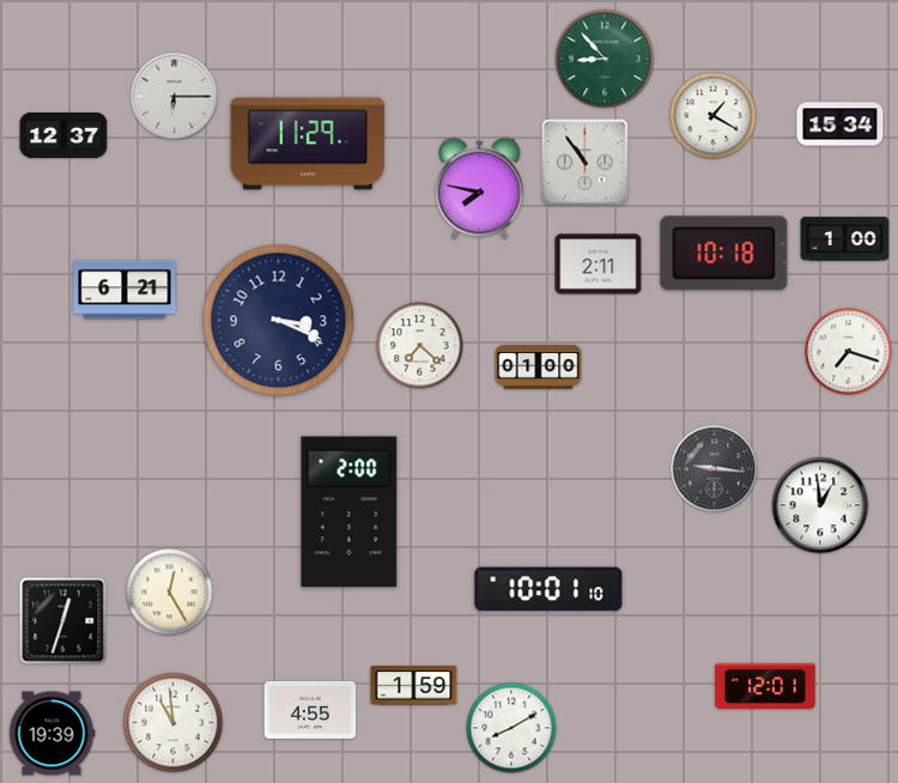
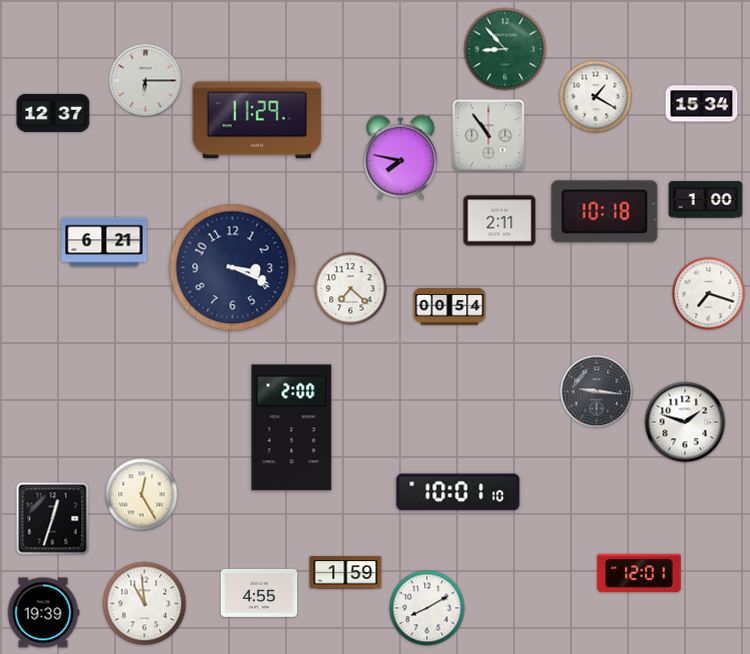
clock at (539, 368): 01:00 -> 00:54
clock at (820, 505): 12:59 -> 1:48
